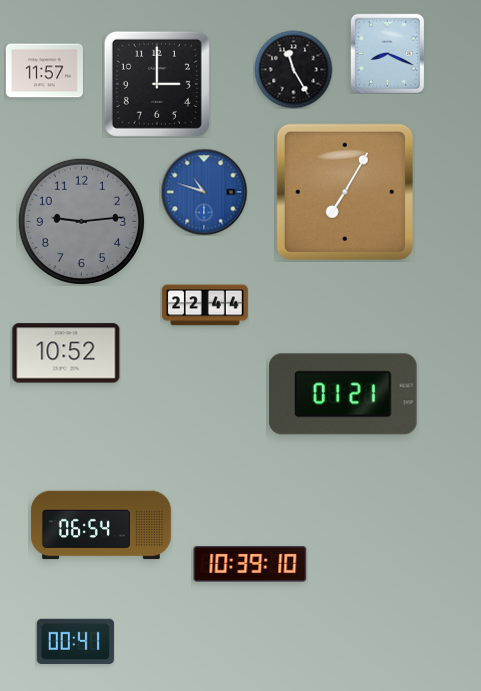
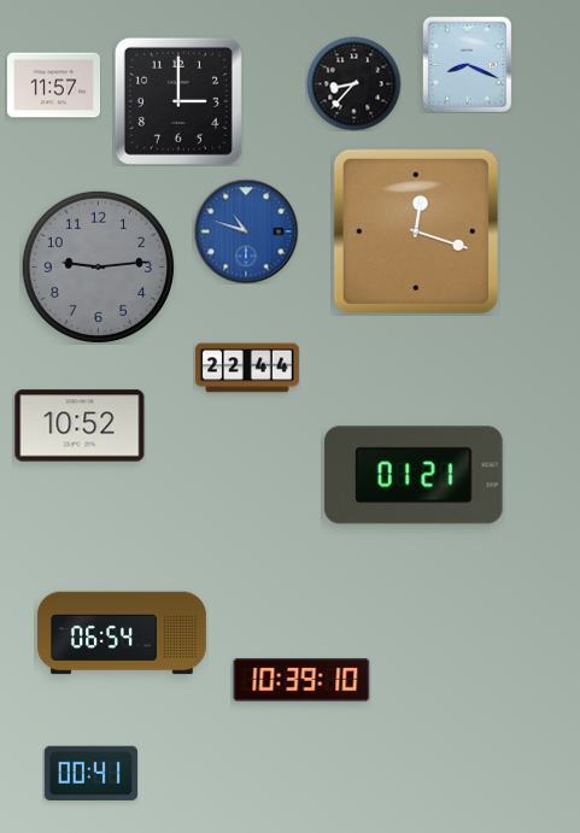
clock at (293, 69): 11:25 -> 8:37
clock at (157, 84) position: (157, 84) -> (178, 101)
clock at (345, 192): 7:05 -> 12:18
